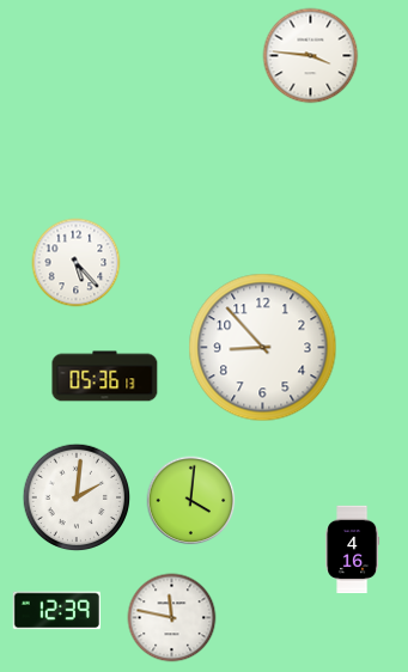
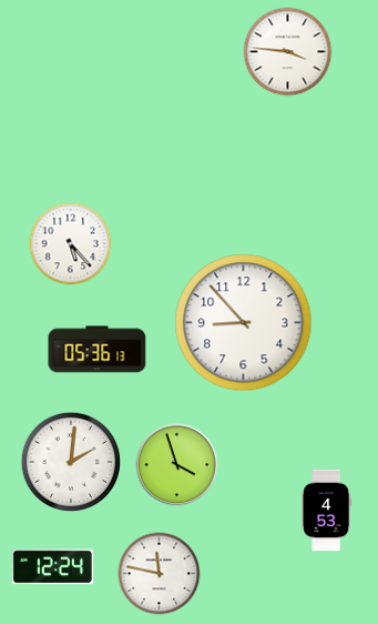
clock at (191, 501): 4:01 -> 3:57
clock at (353, 550): 4:16 -> 4:53
clock at (56, 611): 12:39 -> 12:24
